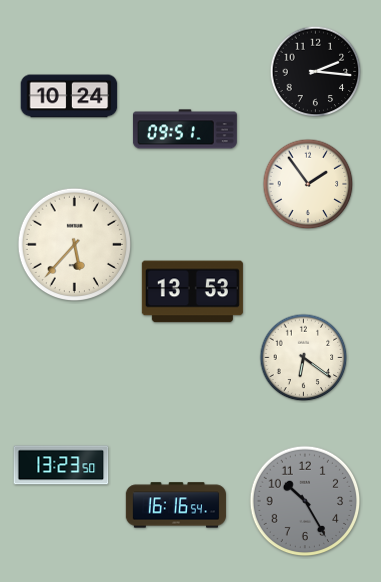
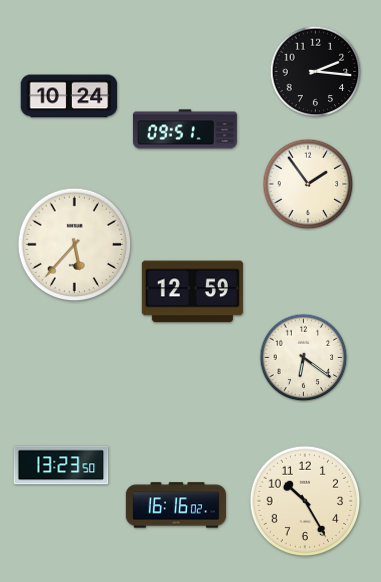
clock at (192, 292): 13:53 -> 12:59
clock at (305, 501) dial: grey -> cream
clock at (176, 505): 16:16:54 -> 16:16:02
